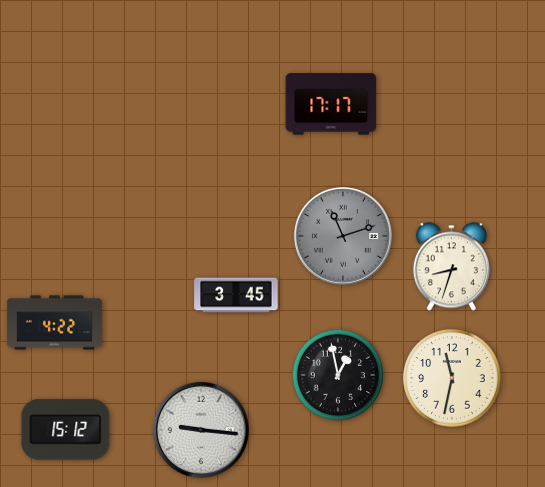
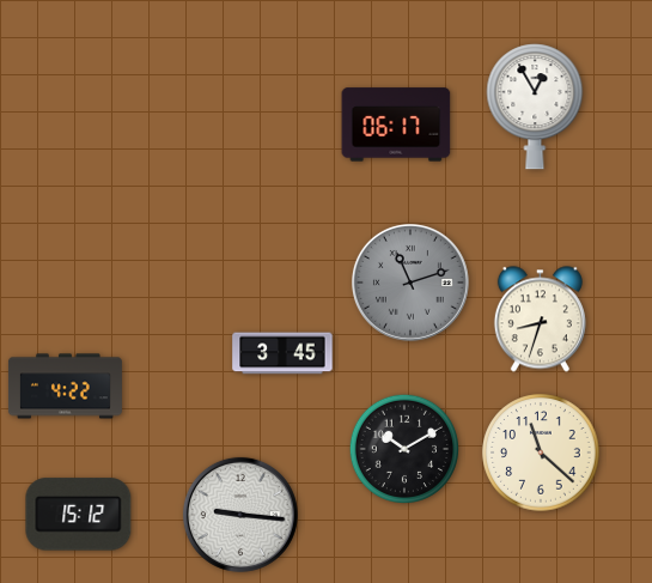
clock at (535, 107): none -> 12:55
clock at (331, 104): 17:17 -> 06:17
clock at (337, 374): 12:58 -> 10:10
clock at (452, 378): 11:32 -> 11:22
